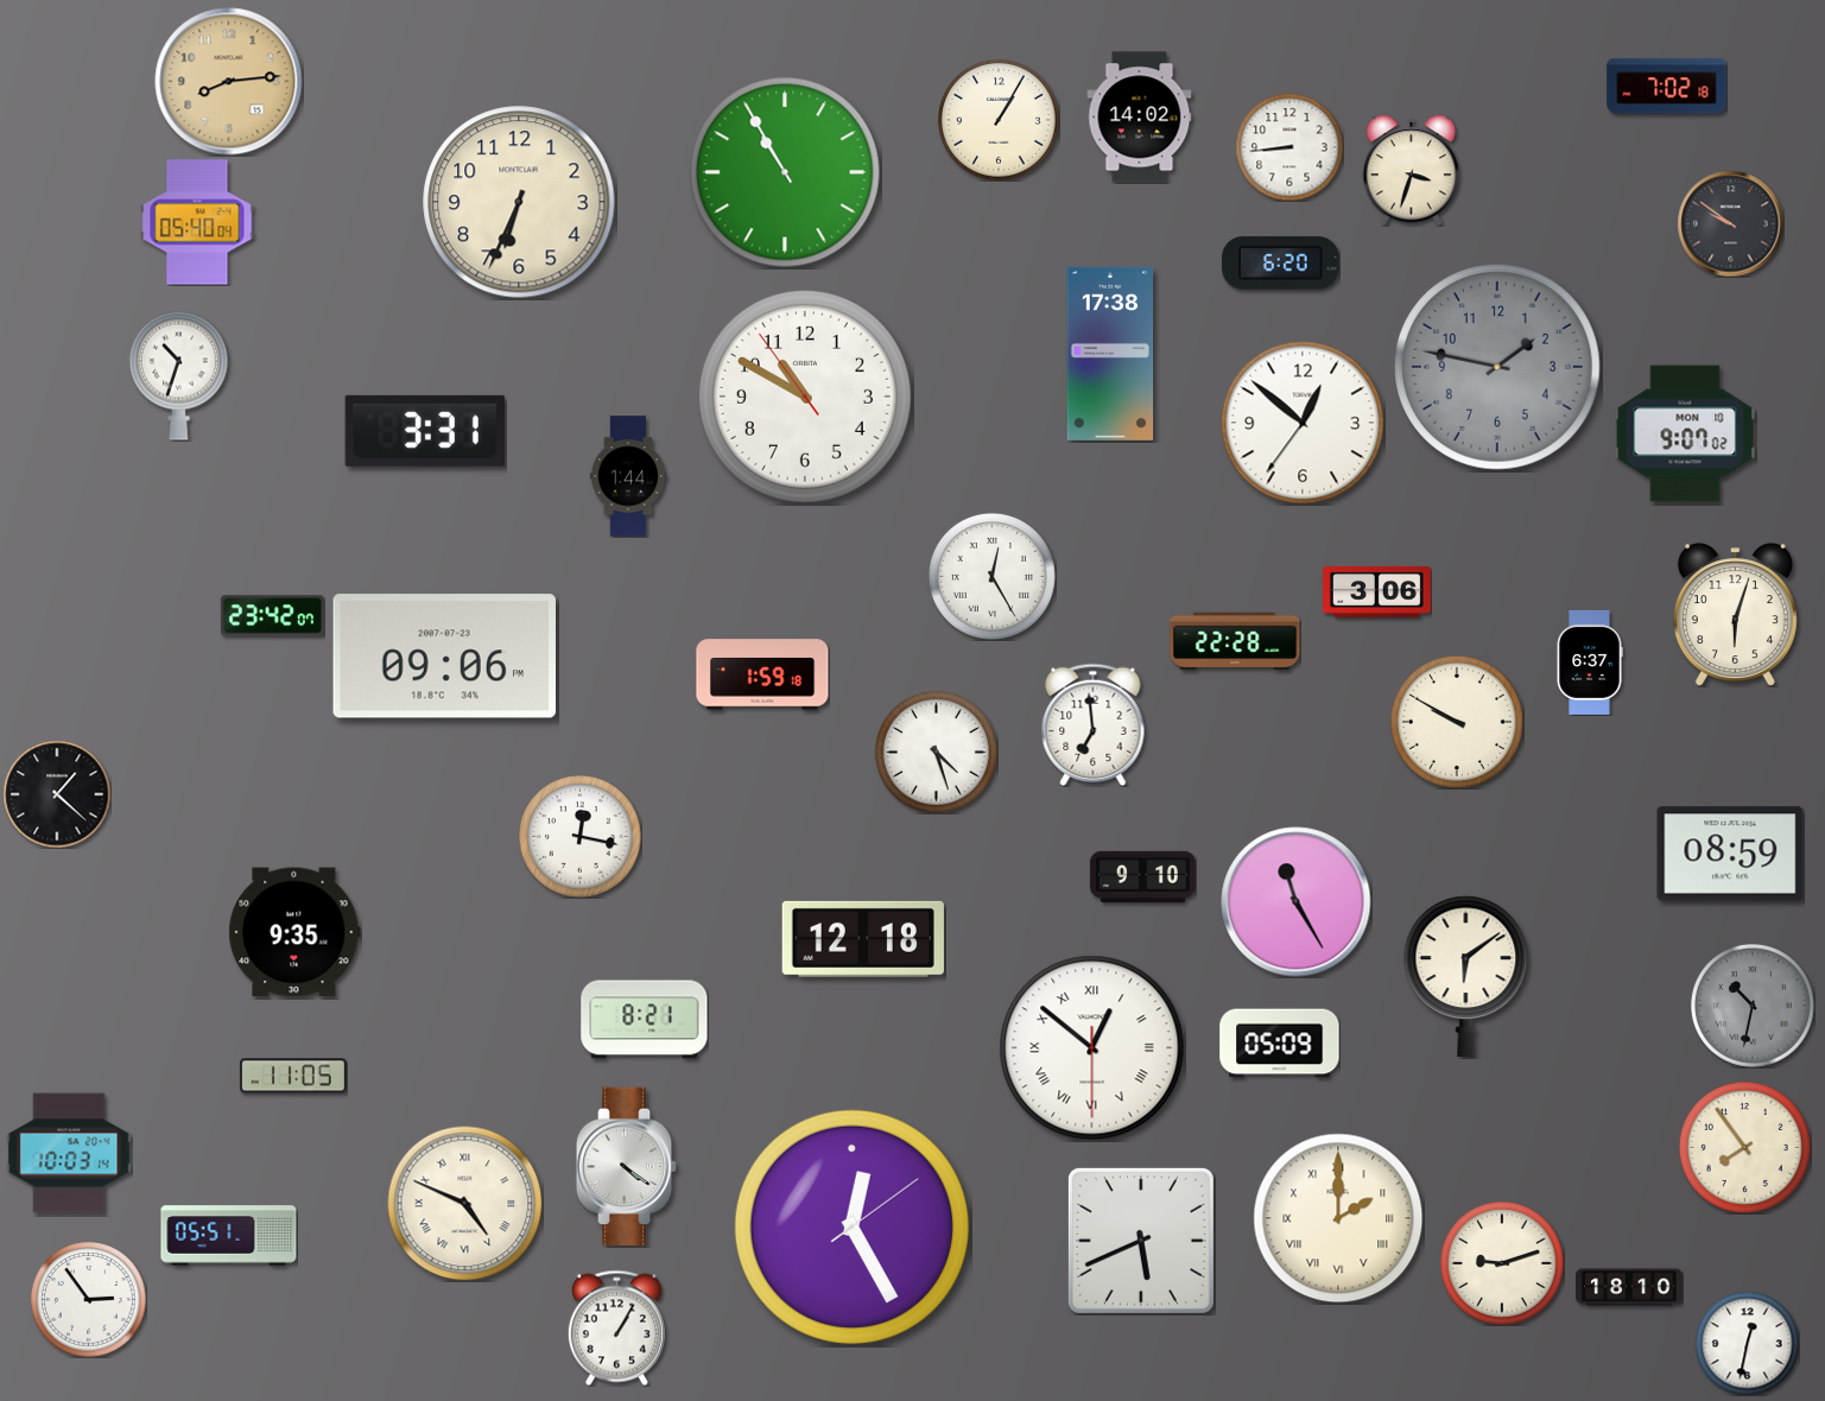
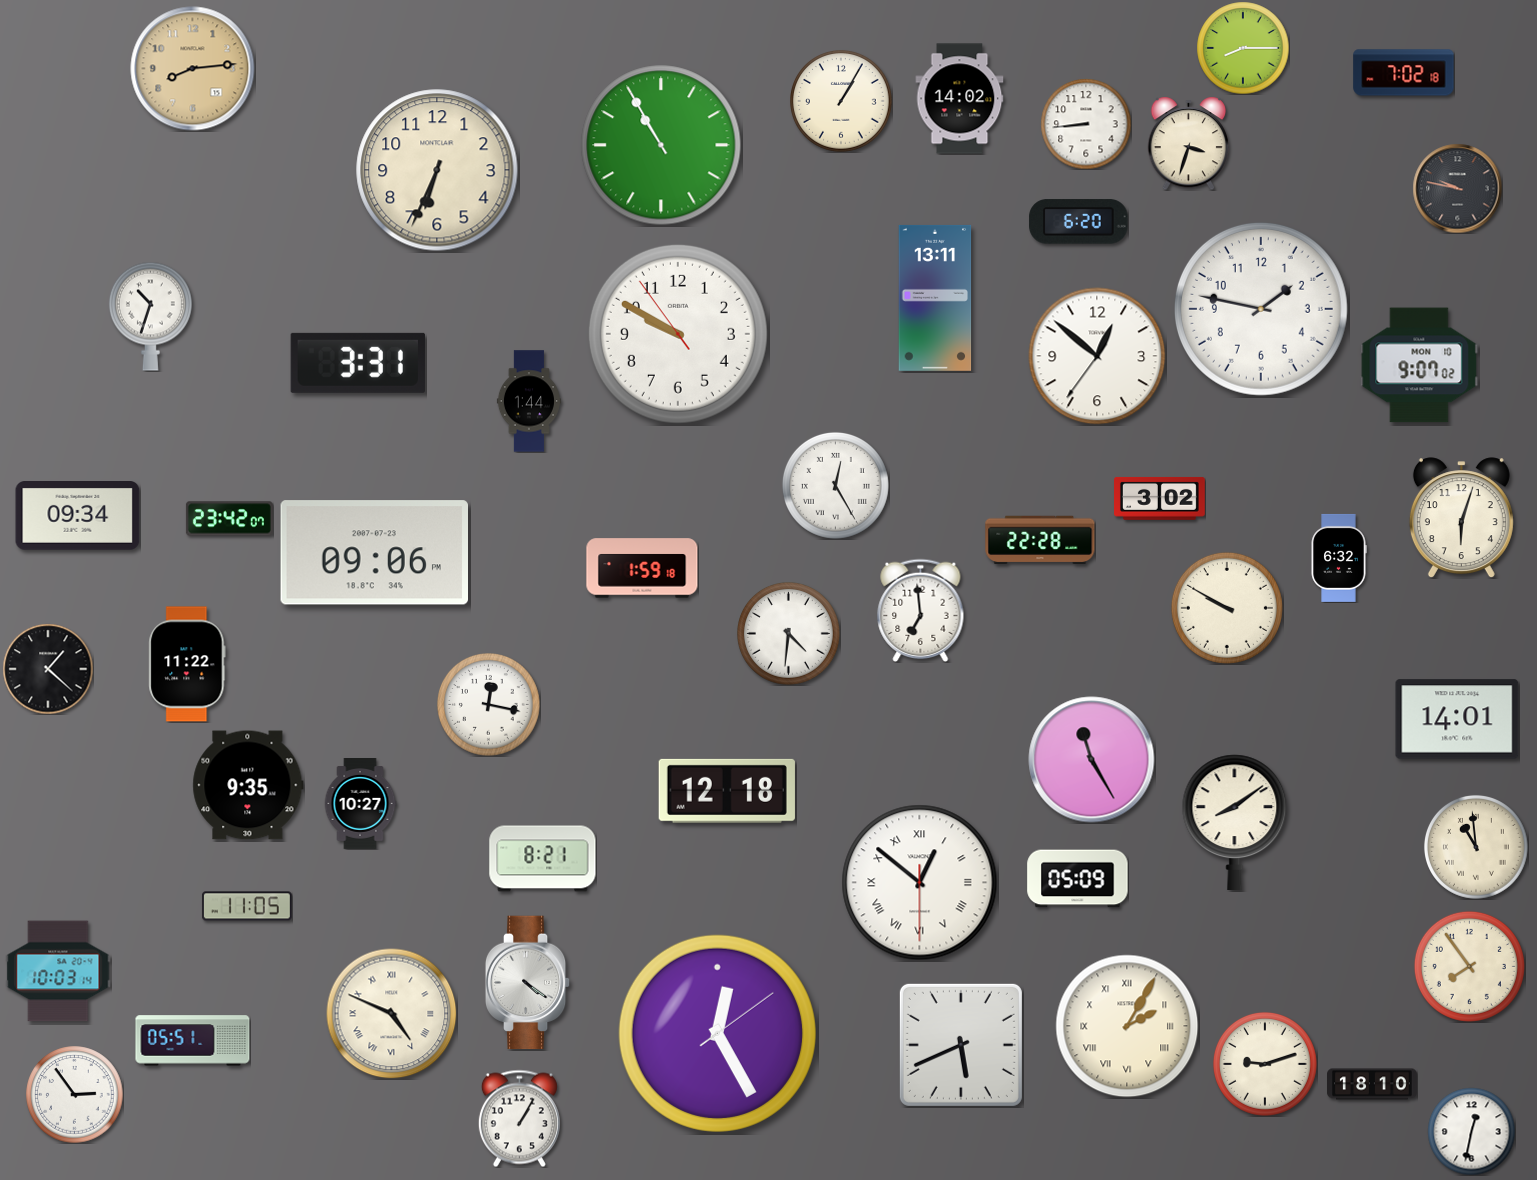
clock at (1243, 48): none -> 8:15
clock at (197, 222): 05:40 -> none
clock at (1730, 223): 9:51 -> 9:47
clock at (1110, 354): 17:38 -> 13:11
clock at (1497, 367) dial: grey -> white
clock at (805, 397): 10:49 -> 9:49
clock at (1377, 591): 3:06 -> 3:02
clock at (78, 516): none -> 09:34
clock at (1590, 663): 6:37 -> 6:32
clock at (937, 753): 4:27 -> 4:31
clock at (187, 664): none -> 11:22
clock at (1730, 854): 08:59 -> 14:01
clock at (1142, 876): 9:10 -> none
clock at (360, 804): none -> 10:27
clock at (1466, 976): 6:09 -> 8:09
clock at (1753, 1006): 10:32 -> 10:59
clock at (1753, 1006) dial: grey -> cream
clock at (1338, 1218): 2:00 -> 2:05
